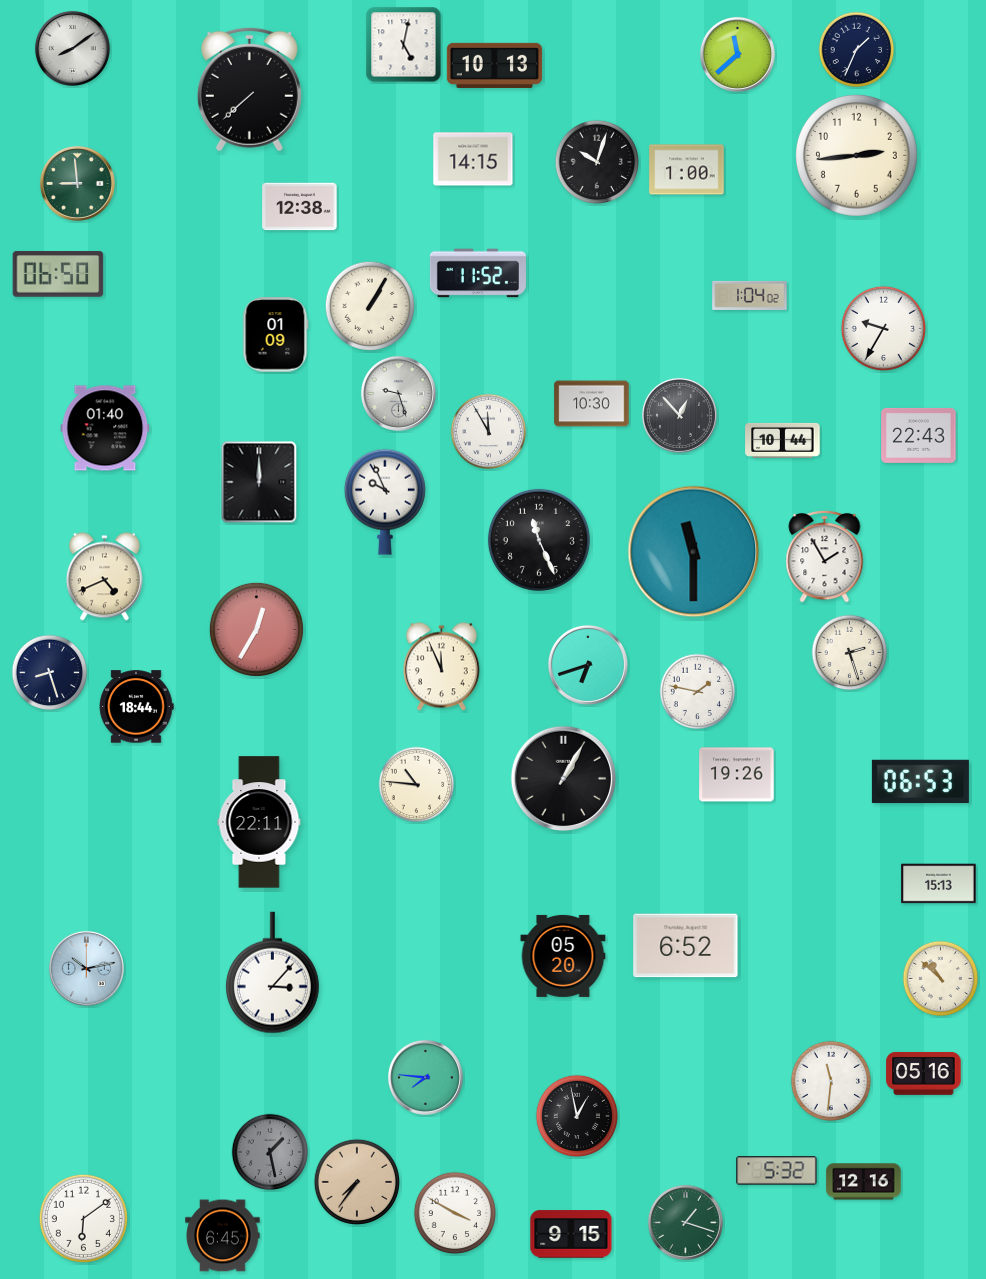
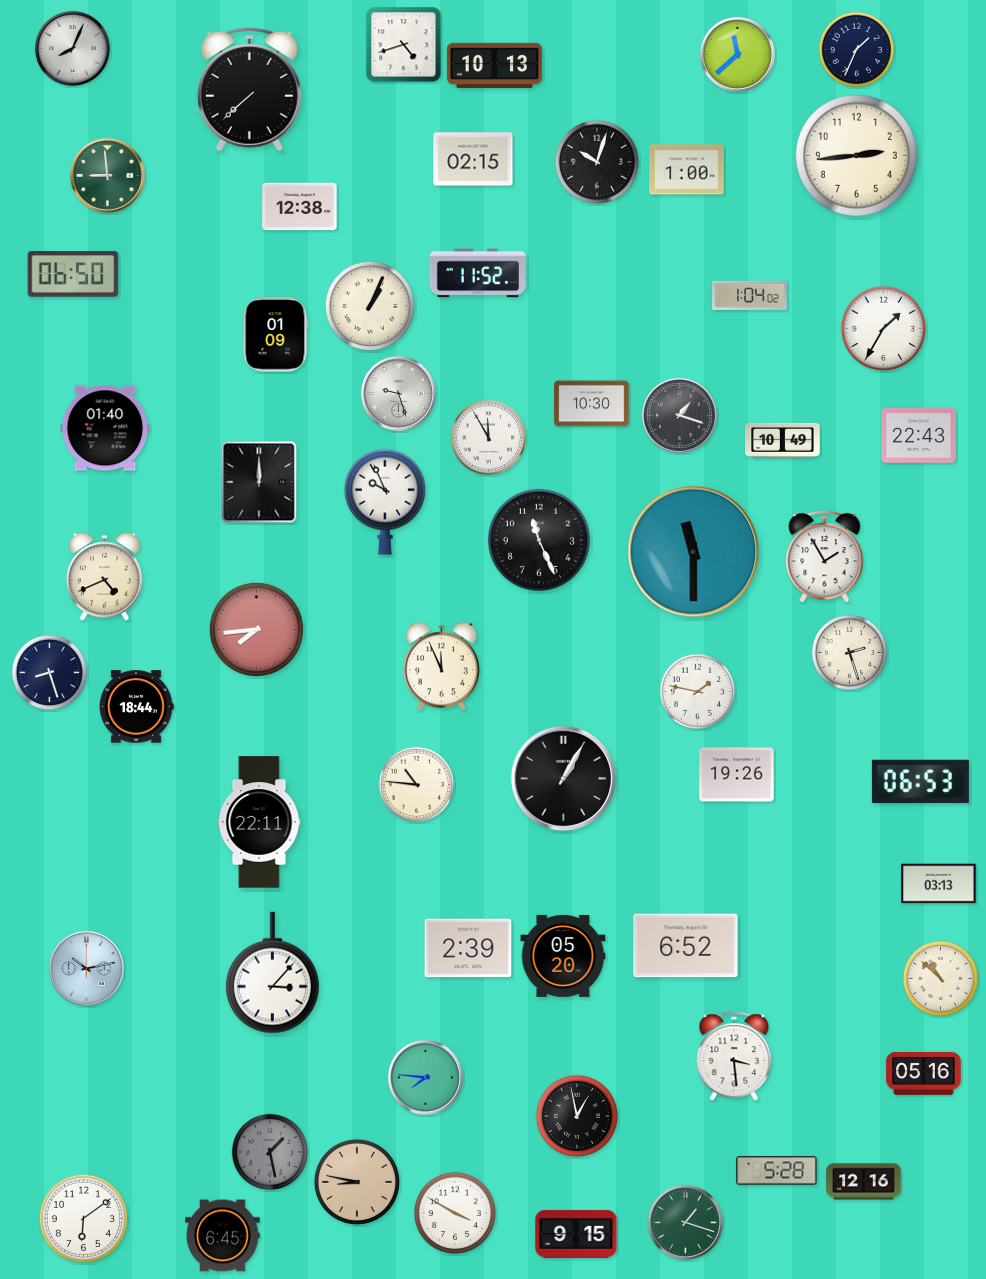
clock at (404, 45): 5:02 -> 4:42
clock at (72, 48): 8:09 -> 8:04
clock at (473, 159): 14:15 -> 02:15
clock at (77, 183) position: (77, 183) -> (107, 175)
clock at (58, 274) position: (58, 274) -> (73, 274)
clock at (370, 306): 1:05 -> 1:04
clock at (883, 328): 9:35 -> 1:35
clock at (679, 415): 12:53 -> 1:18
clock at (489, 432) position: (489, 432) -> (489, 438)
clock at (783, 440): 10:44 -> 10:49
clock at (256, 629): 12:35 -> 7:44
clock at (588, 665): 6:42 -> none
clock at (939, 884): 15:13 -> 03:13
clock at (468, 948): none -> 2:39
clock at (734, 1057): none -> 3:29
clock at (831, 1081): 11:31 -> none
clock at (777, 1171): 5:32 -> 5:28
clock at (356, 1181): 7:36 -> 8:47
clock at (571, 1234) position: (571, 1234) -> (576, 1234)
